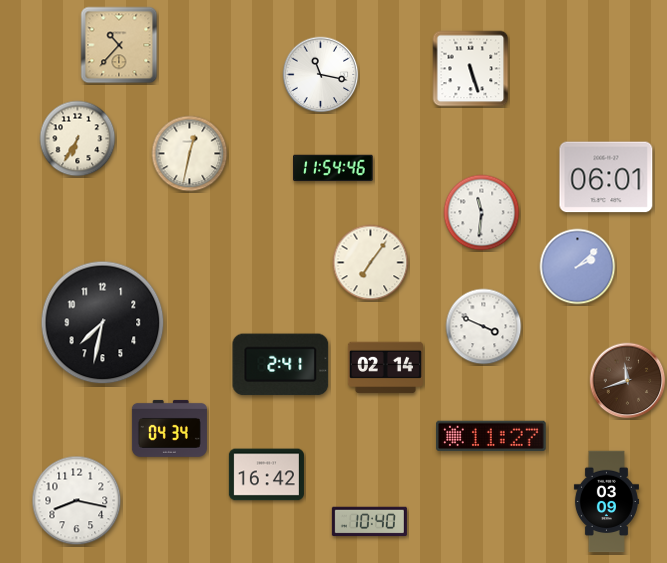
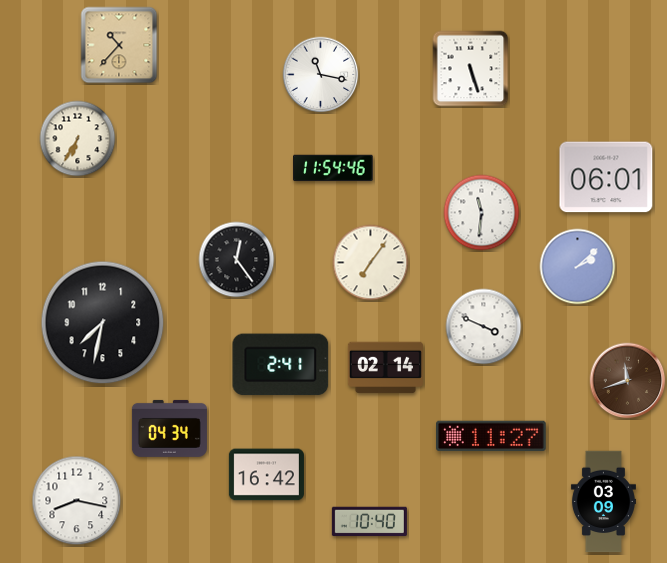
clock at (190, 154): 12:32 -> none
clock at (237, 260): none -> 12:24
clock at (606, 502) position: (606, 502) -> (603, 502)
